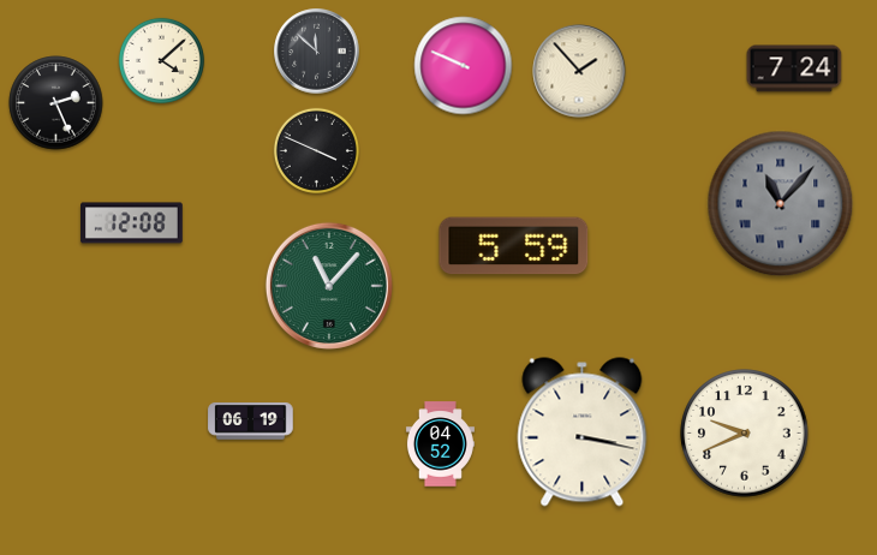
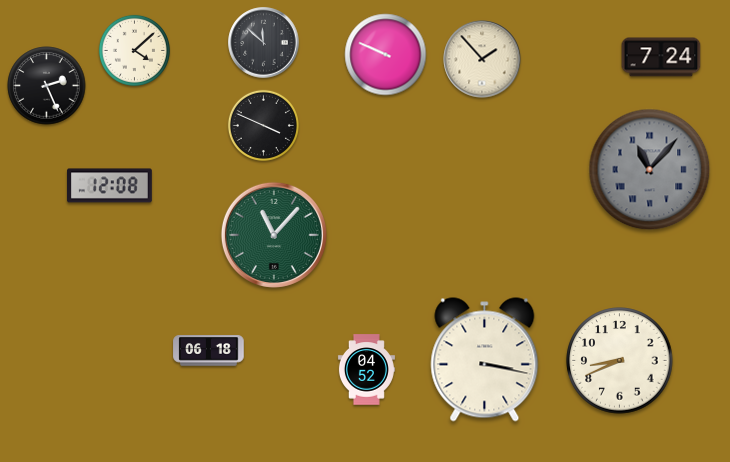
clock at (514, 246): 5:59 -> none
clock at (329, 286) position: (329, 286) -> (274, 235)
clock at (251, 422): 06:19 -> 06:18
clock at (745, 434): 9:41 -> 8:41
